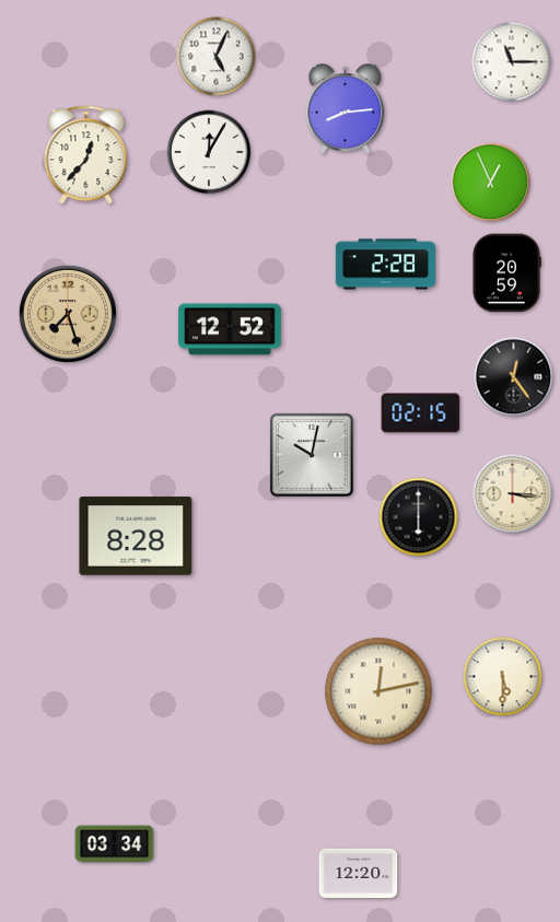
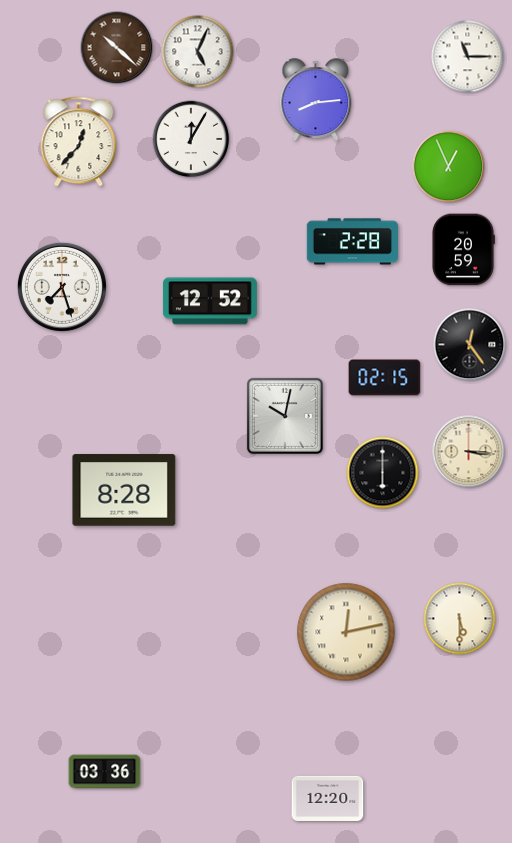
clock at (117, 48): none -> 10:22
clock at (68, 314) dial: champagne -> white
clock at (115, 844): 03:34 -> 03:36
